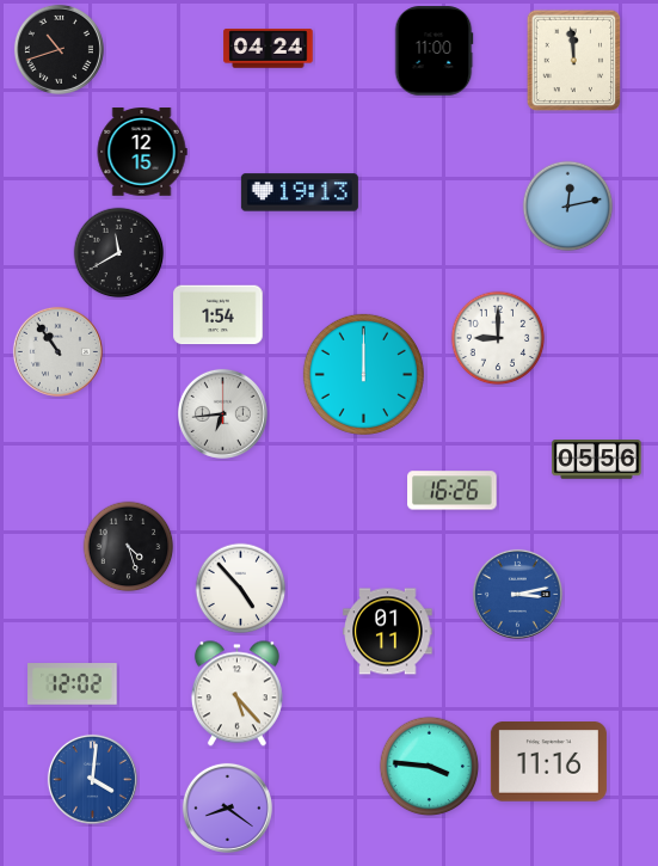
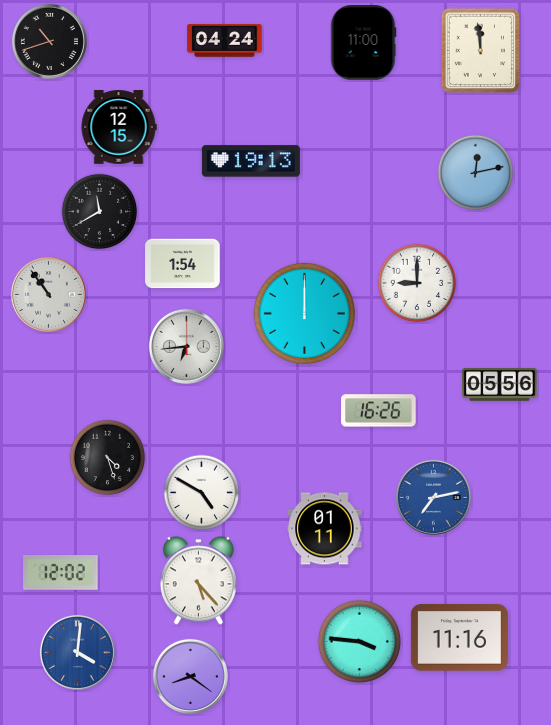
clock at (241, 589): 4:53 -> 4:50
clock at (517, 594): 3:13 -> 7:13
